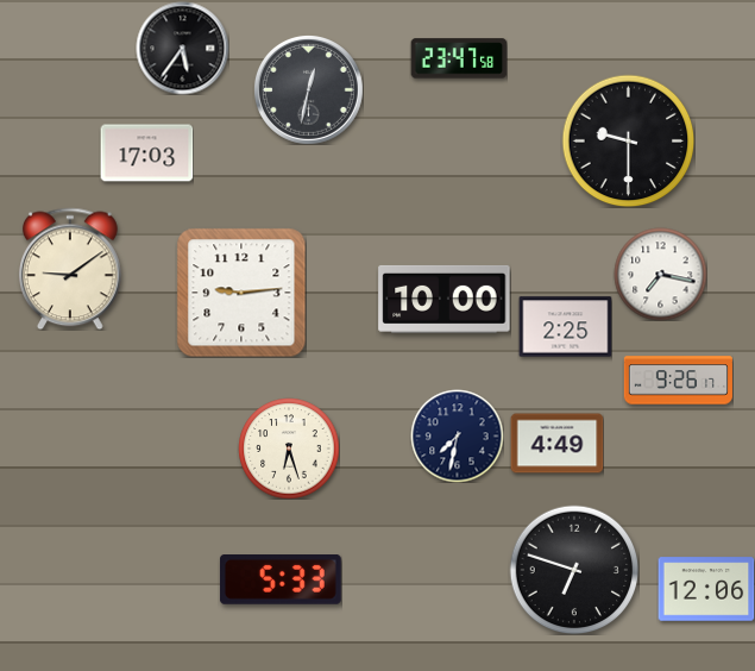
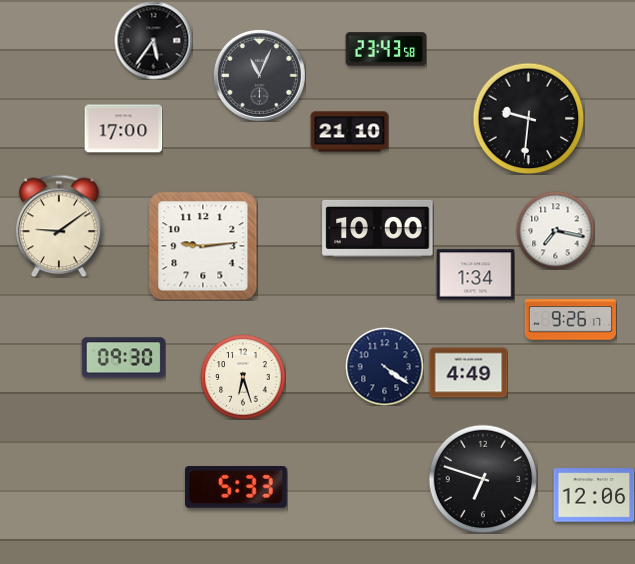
clock at (459, 58): 23:47 -> 23:43
clock at (308, 89): 12:32 -> 11:04
clock at (628, 140): 9:30 -> 9:31
clock at (146, 153): 17:03 -> 17:00
clock at (349, 132): none -> 21:10
clock at (445, 299) position: (445, 299) -> (378, 228)
clock at (565, 327): 2:25 -> 1:34
clock at (123, 358): none -> 09:30
clock at (457, 435): 7:32 -> 4:21
